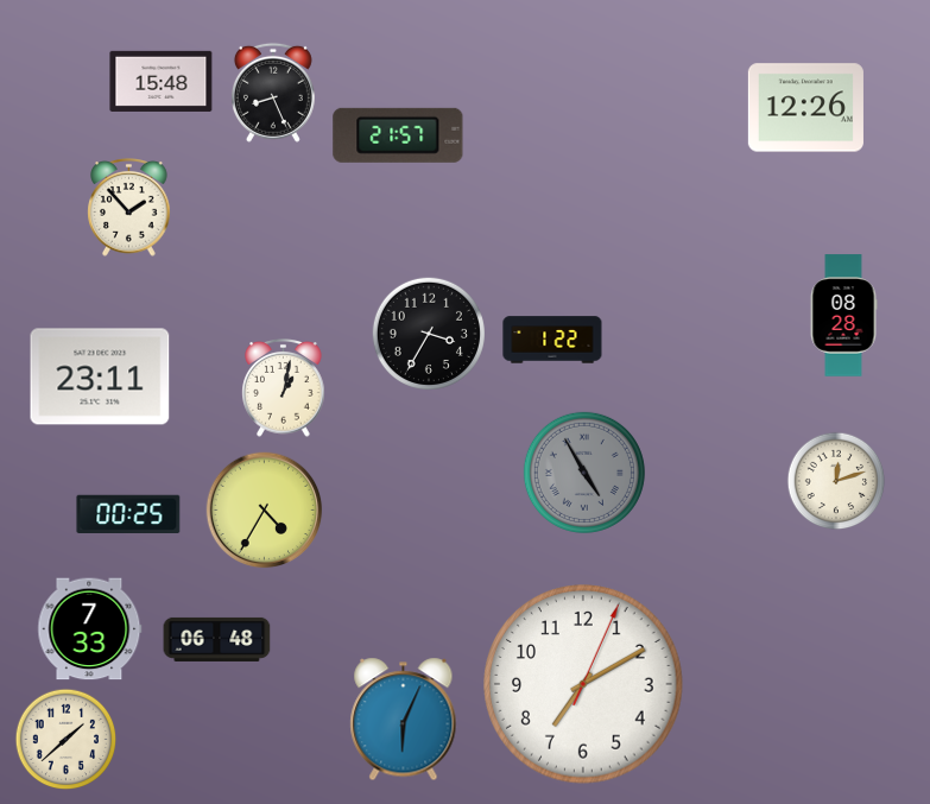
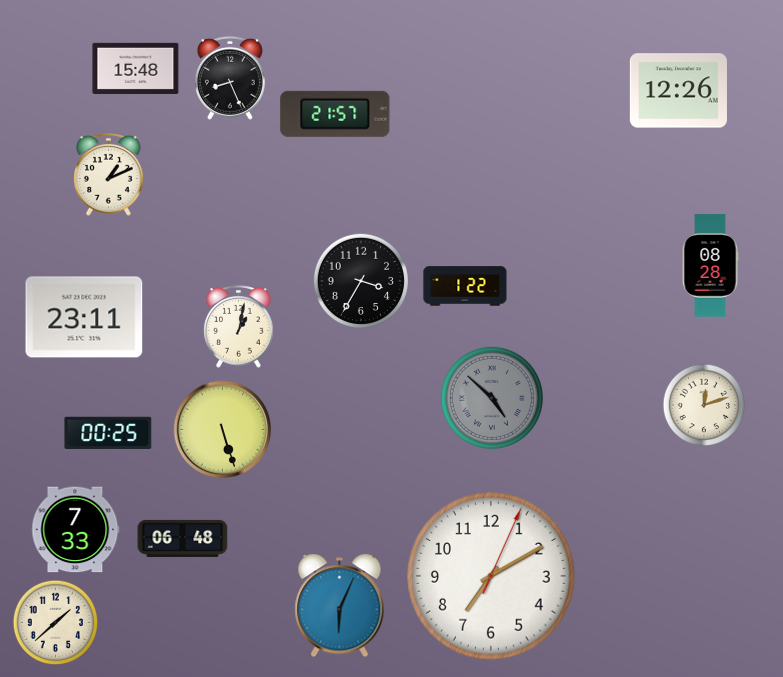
clock at (129, 208): 1:53 -> 1:11
clock at (584, 473): 4:55 -> 4:52
clock at (265, 511): 4:35 -> 5:27
